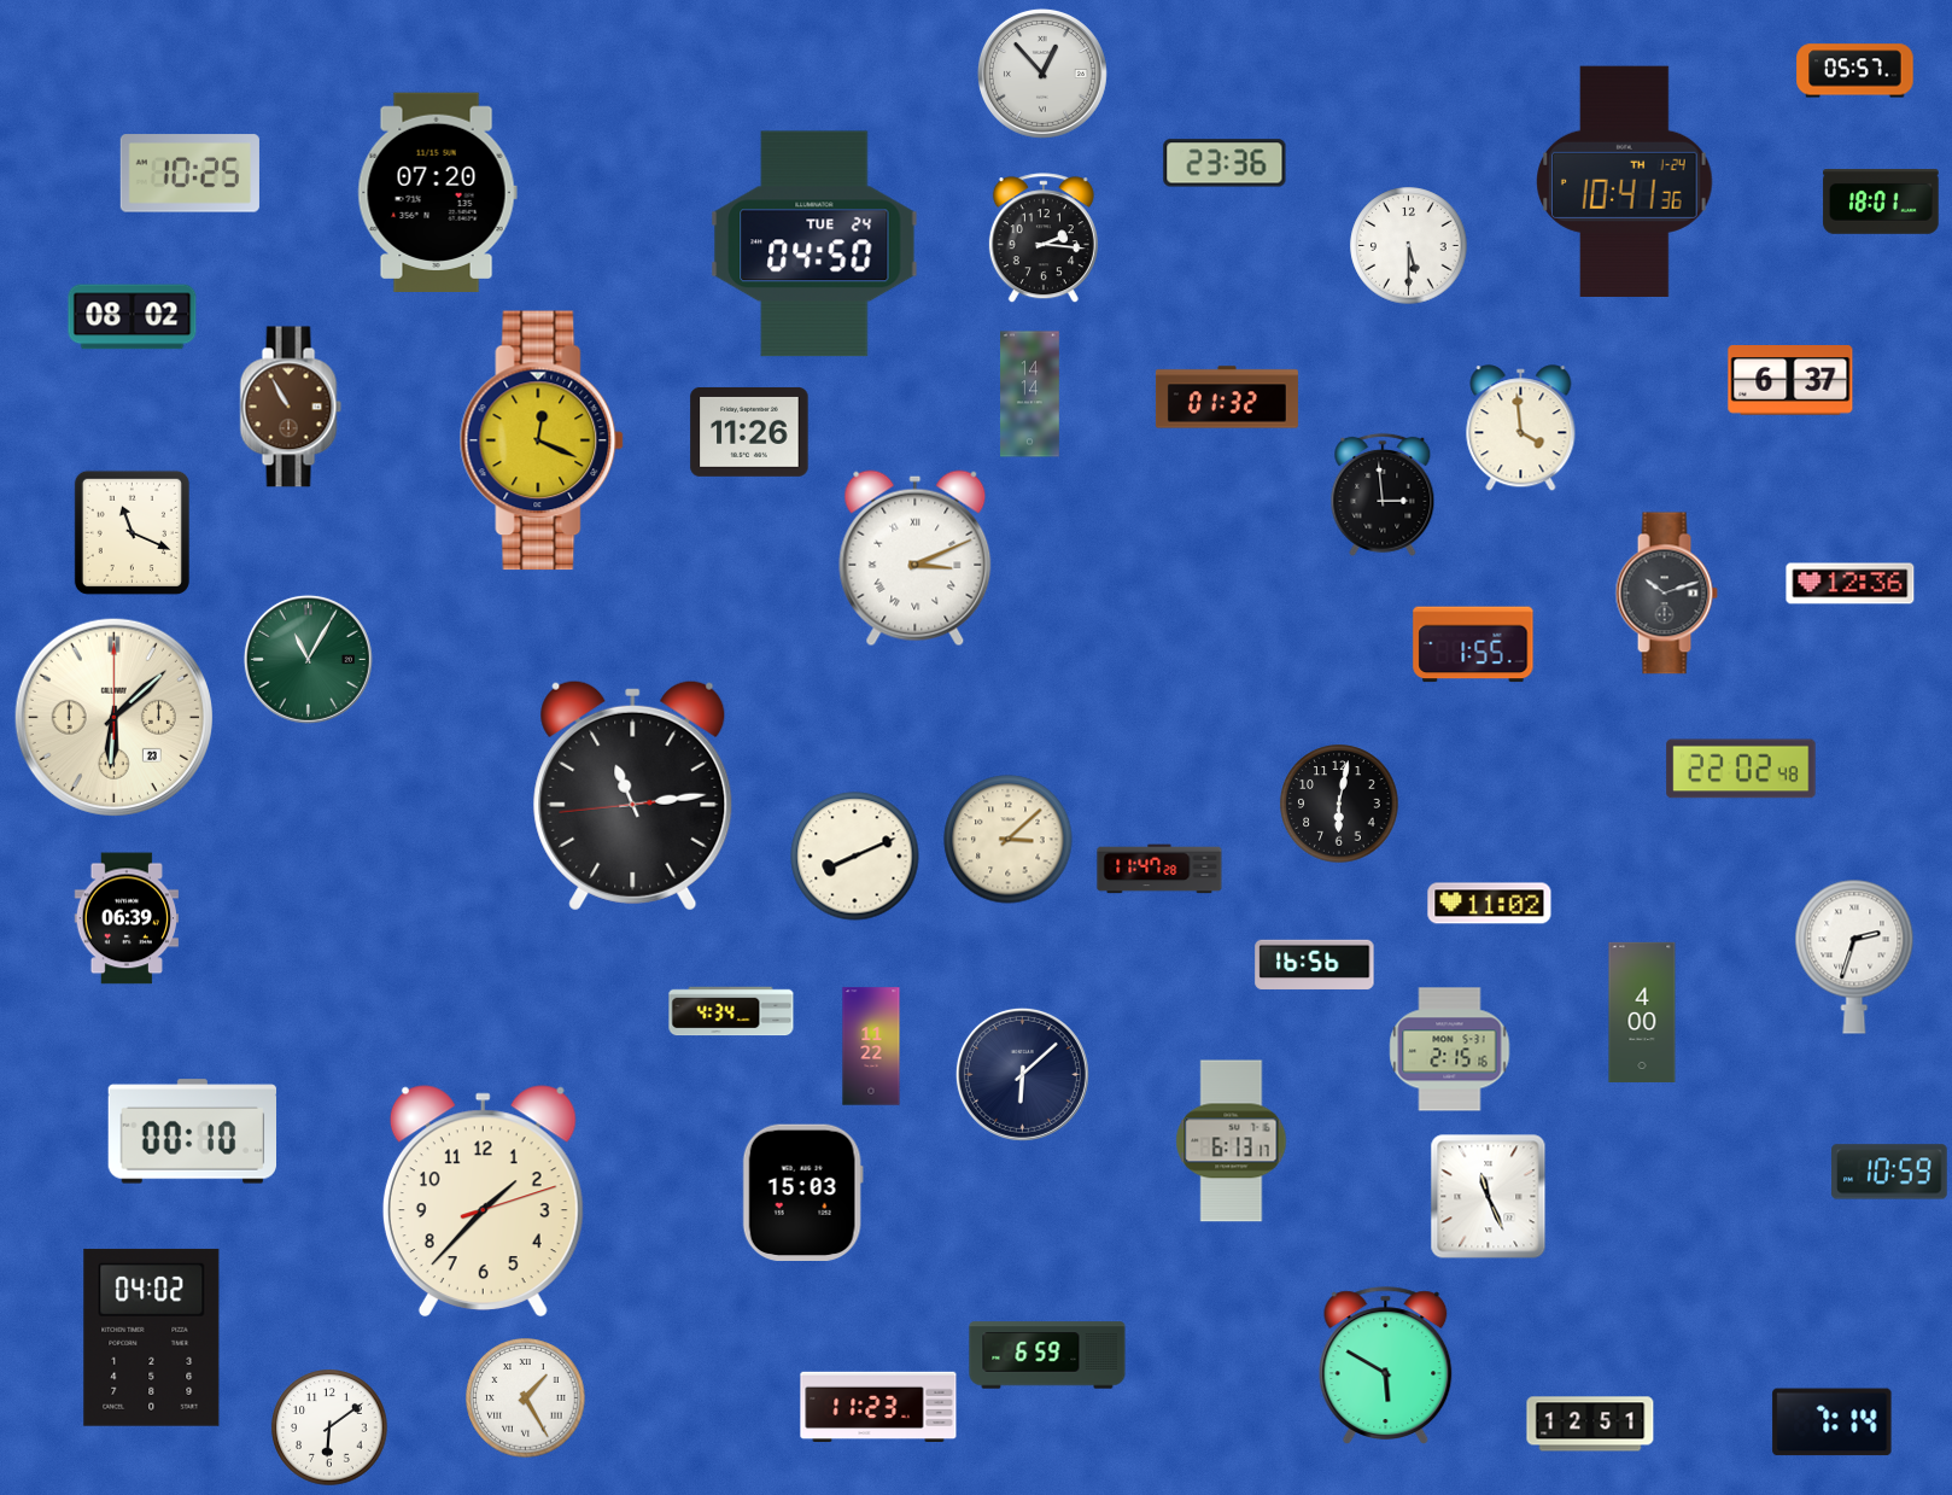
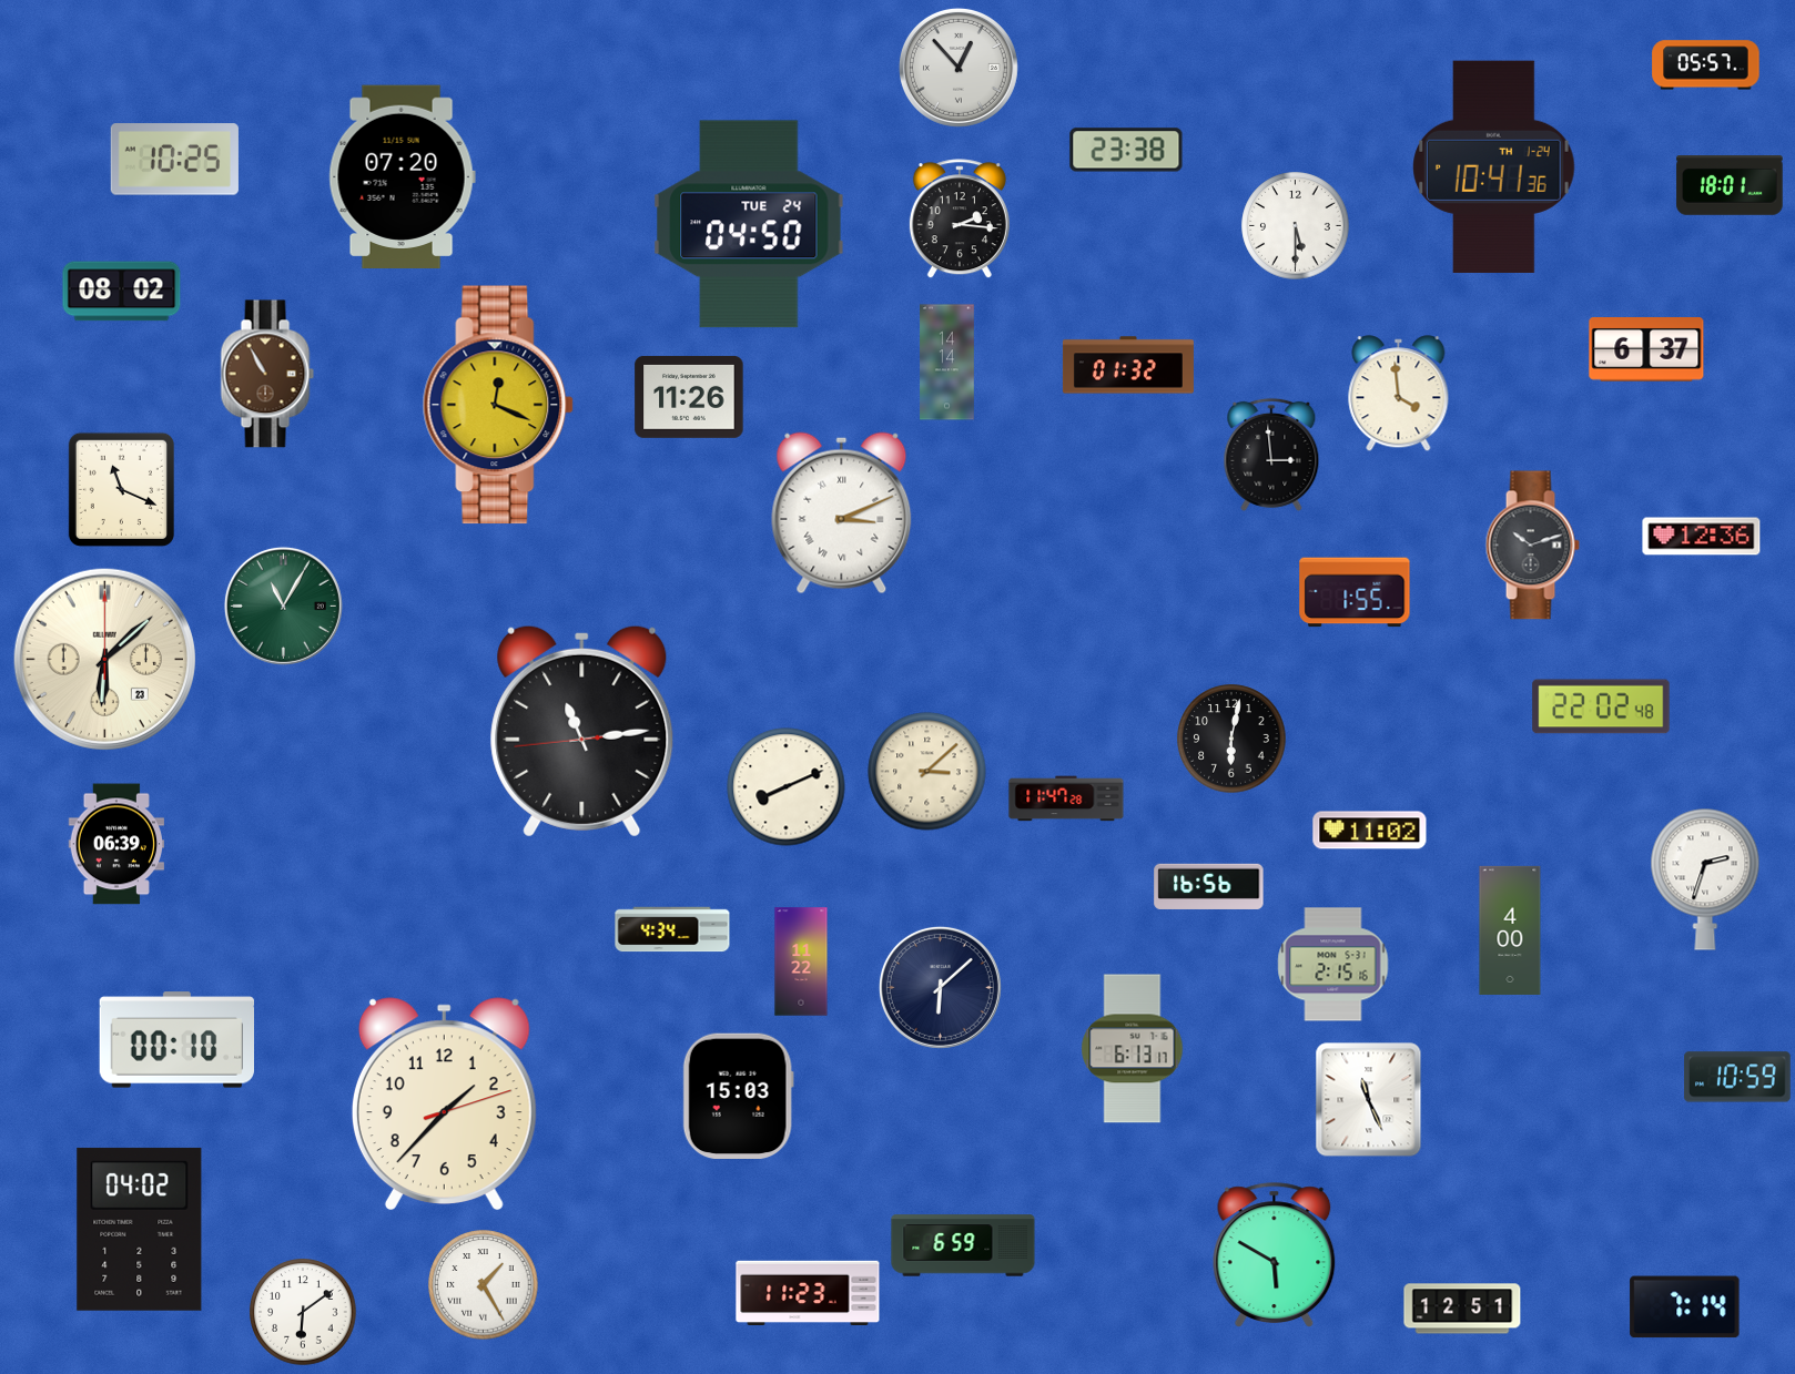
clock at (1225, 163): 23:36 -> 23:38
